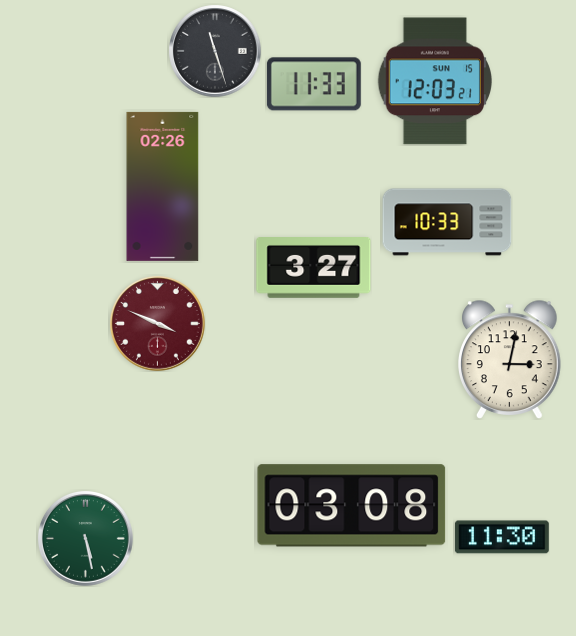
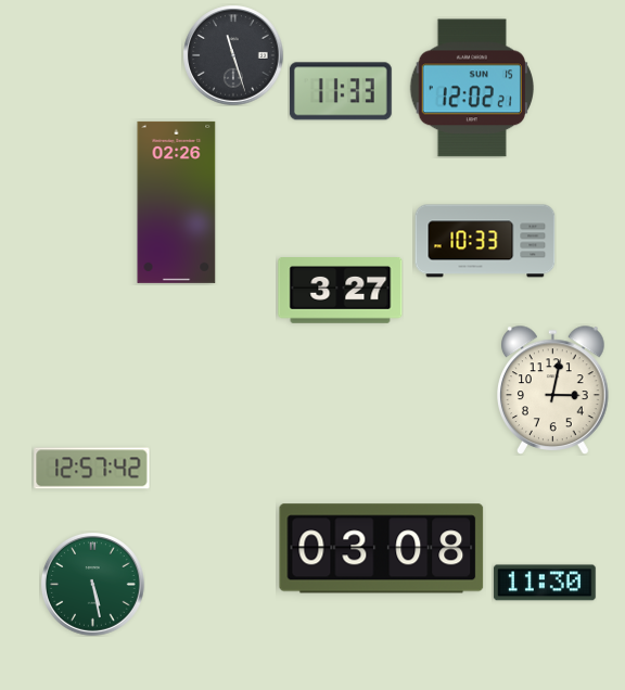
clock at (435, 81): 12:03 -> 12:02
clock at (158, 324): 3:49 -> none
clock at (92, 469): none -> 12:57
